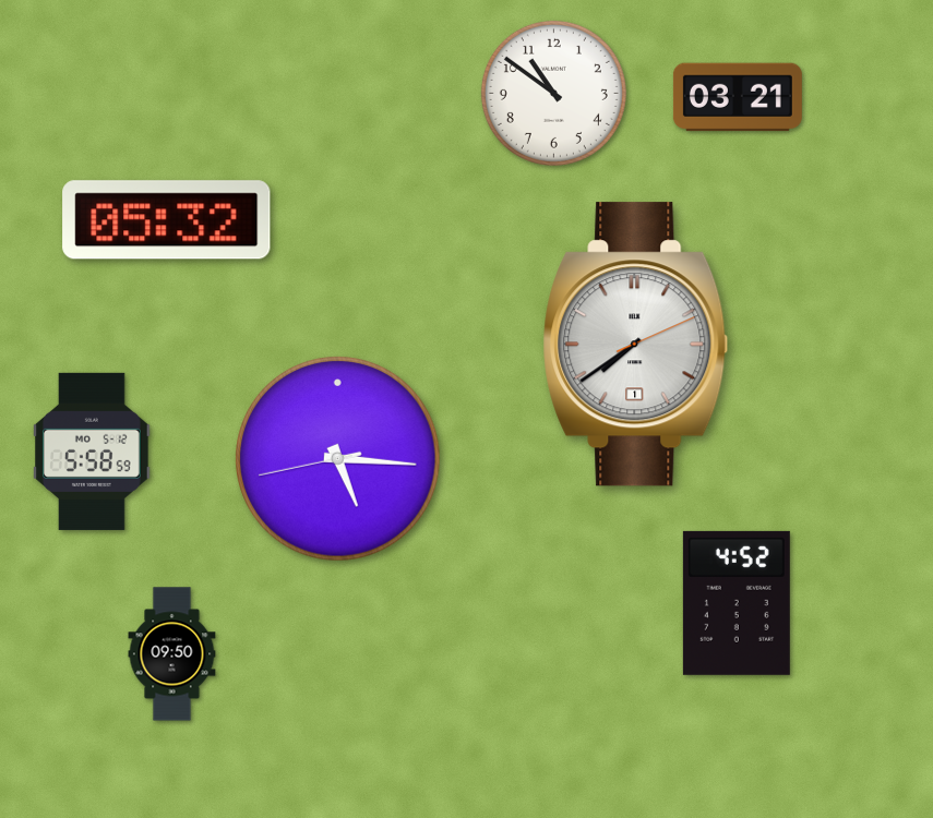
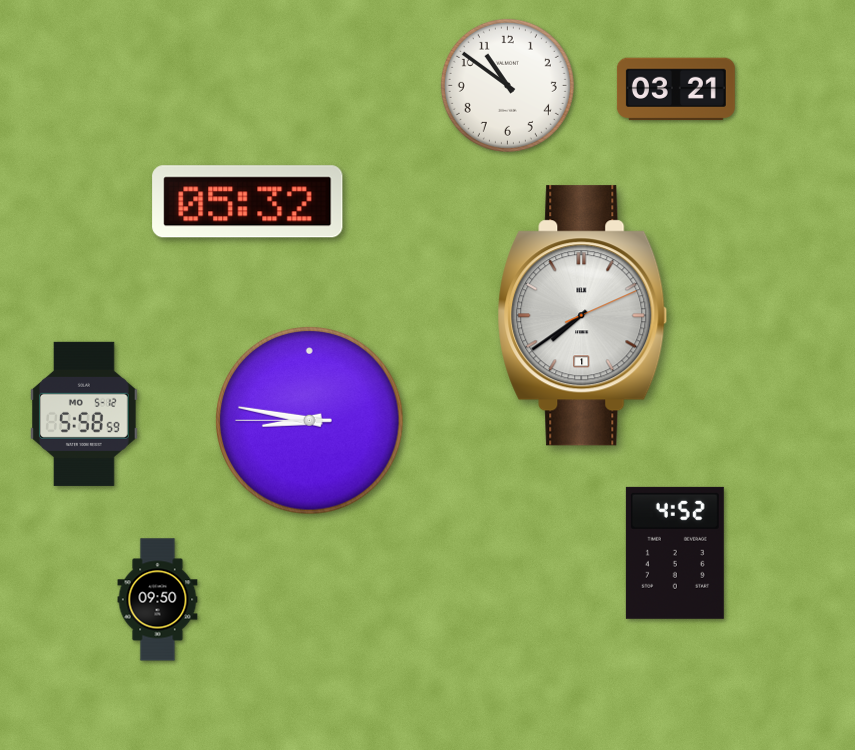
clock at (167, 220) position: (167, 220) -> (248, 202)
clock at (338, 459): 5:15 -> 8:46
